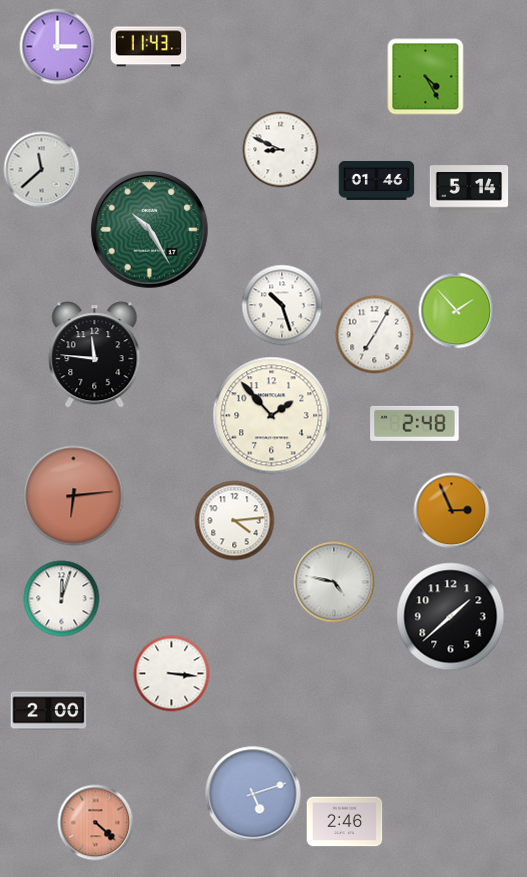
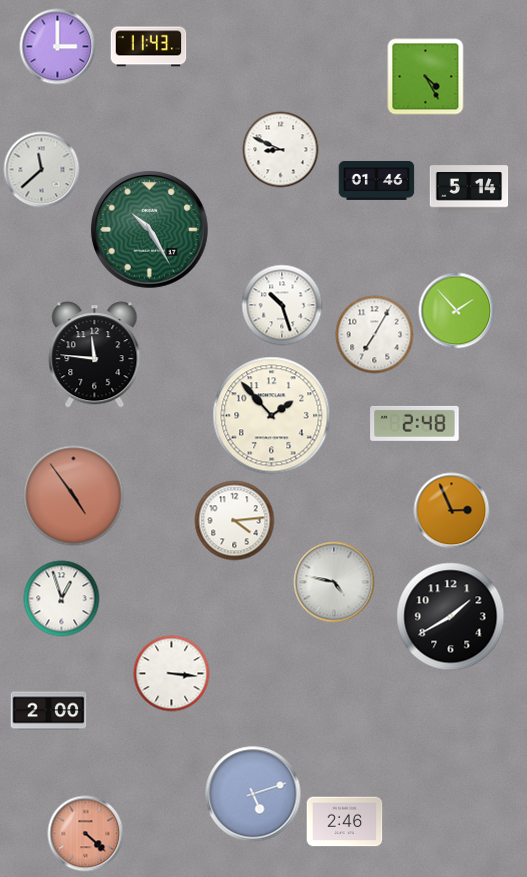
clock at (74, 496): 6:14 -> 4:54
clock at (62, 599): 12:03 -> 12:57
clock at (451, 617): 1:38 -> 1:40
clock at (96, 823) position: (96, 823) -> (86, 834)
